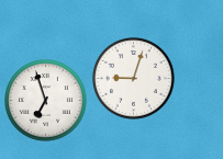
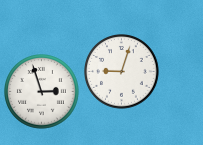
clock at (46, 101): 6:57 -> 2:57
